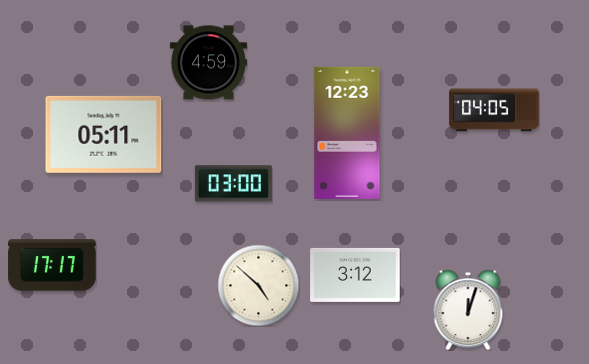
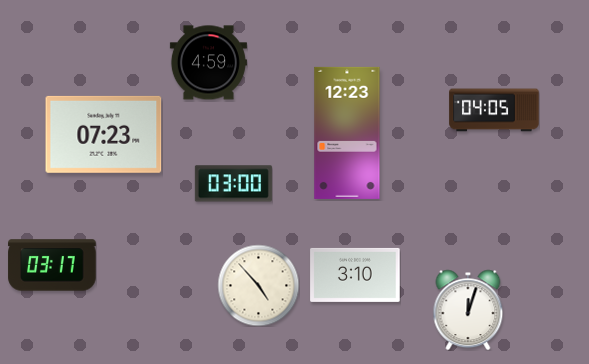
clock at (104, 134): 05:11 -> 07:23
clock at (52, 265): 17:17 -> 03:17
clock at (355, 275): 3:12 -> 3:10
clock at (258, 285): 4:52 -> 4:53
